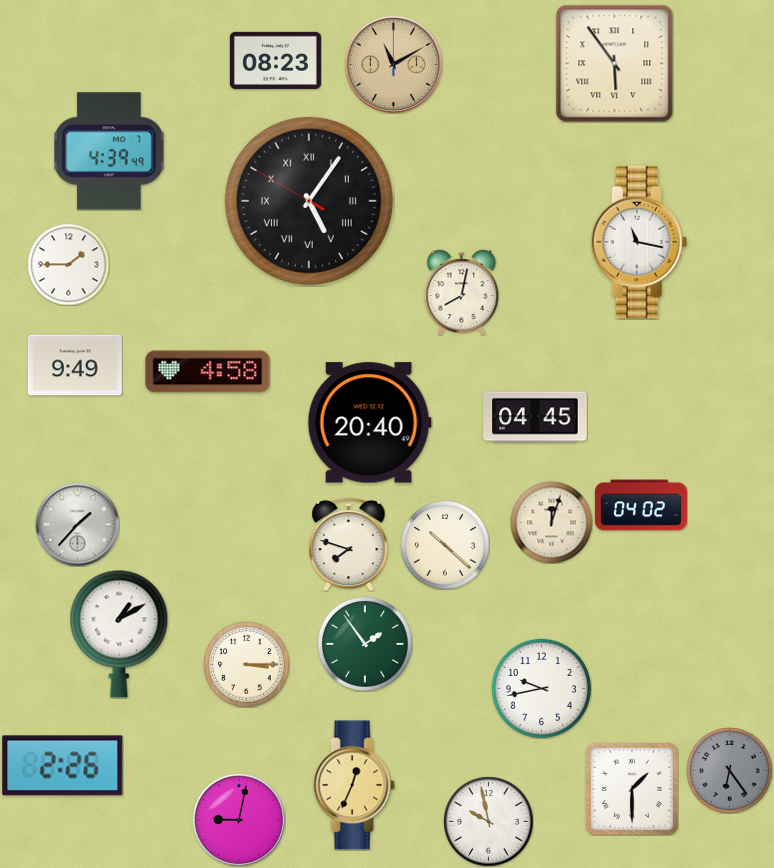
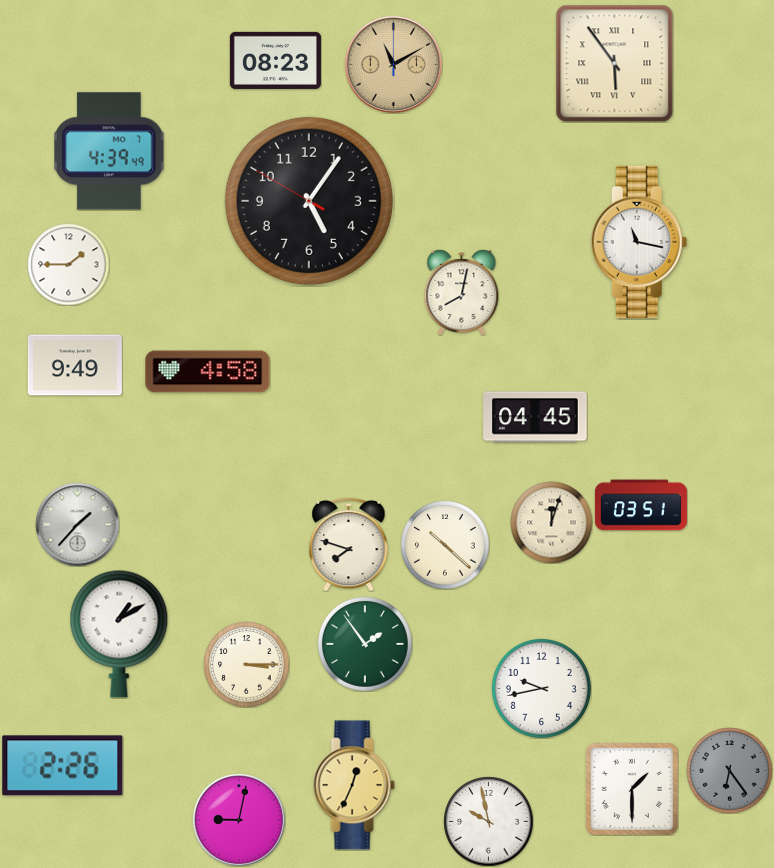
clock at (309, 201) numerals: Roman -> Arabic
clock at (369, 423): 20:40 -> none
clock at (641, 505): 04:02 -> 03:51
